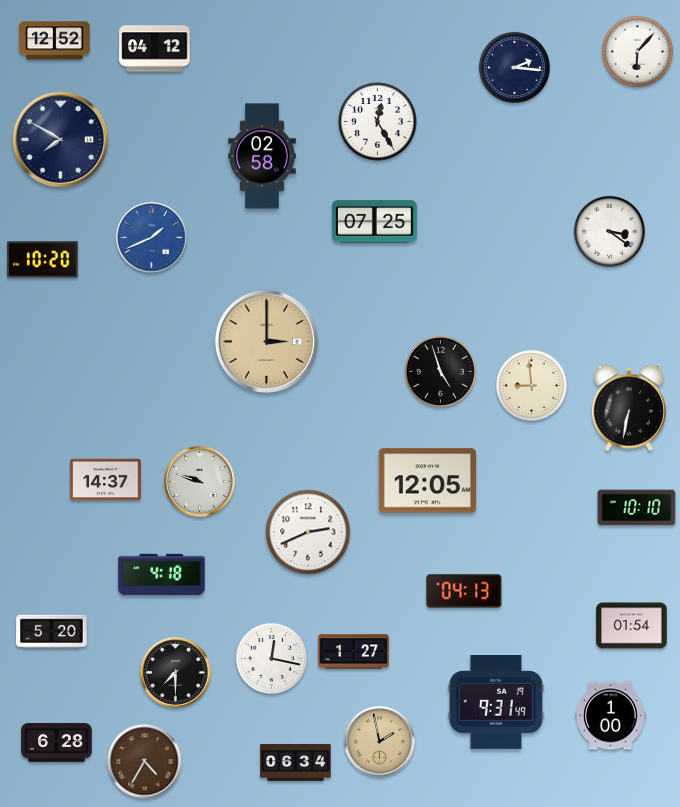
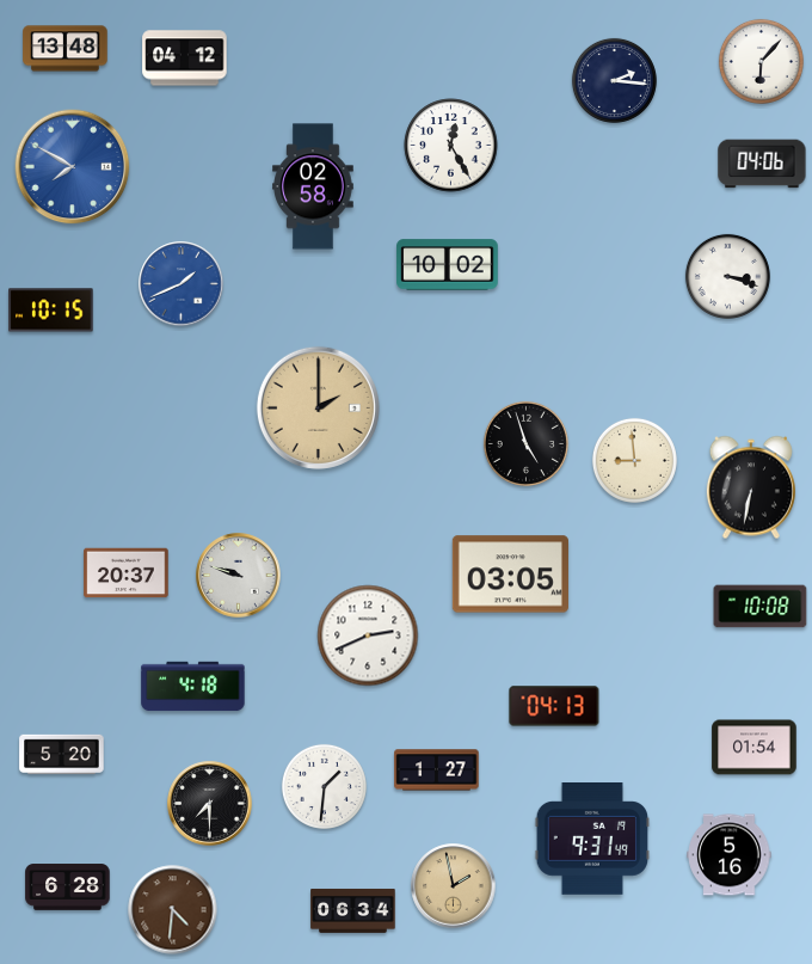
clock at (55, 41): 12:52 -> 13:48
clock at (762, 164): none -> 04:06
clock at (61, 140) dial: navy -> blue
clock at (375, 222): 07:25 -> 10:02
clock at (609, 231): 3:21 -> 3:18
clock at (43, 260): 10:20 -> 10:15
clock at (266, 341): 3:00 -> 2:00
clock at (106, 480): 14:37 -> 20:37
clock at (427, 481): 12:05 -> 03:05
clock at (637, 508): 10:10 -> 10:08
clock at (354, 652) position: (354, 652) -> (437, 770)
clock at (271, 658): 12:17 -> 1:31
clock at (611, 716): 1:00 -> 5:16
clock at (145, 762): 4:35 -> 4:31
